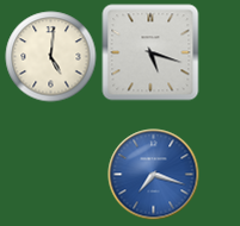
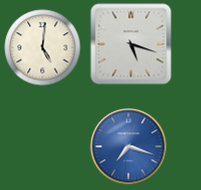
clock at (150, 52) position: (150, 52) -> (131, 44)
